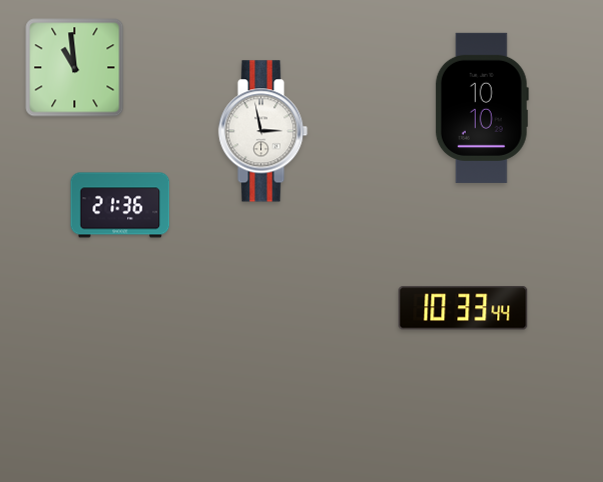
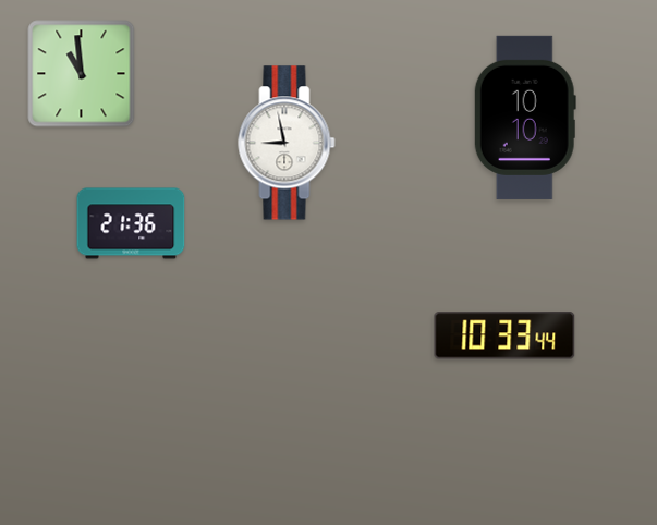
clock at (263, 131): 2:58 -> 8:58
